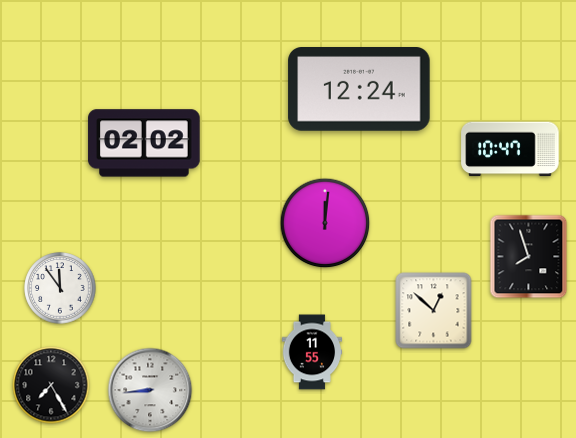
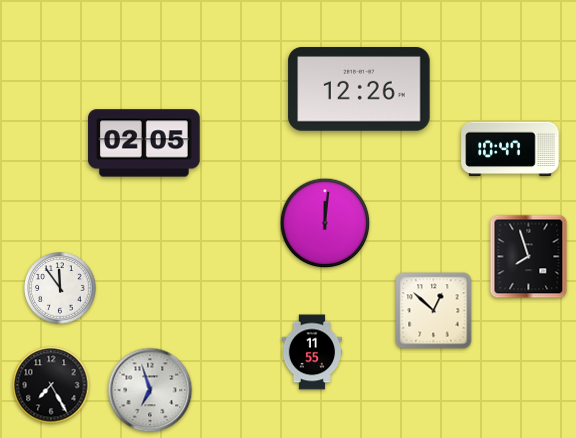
clock at (359, 90): 12:24 -> 12:26
clock at (144, 143): 02:02 -> 02:05
clock at (150, 390): 8:44 -> 6:57
